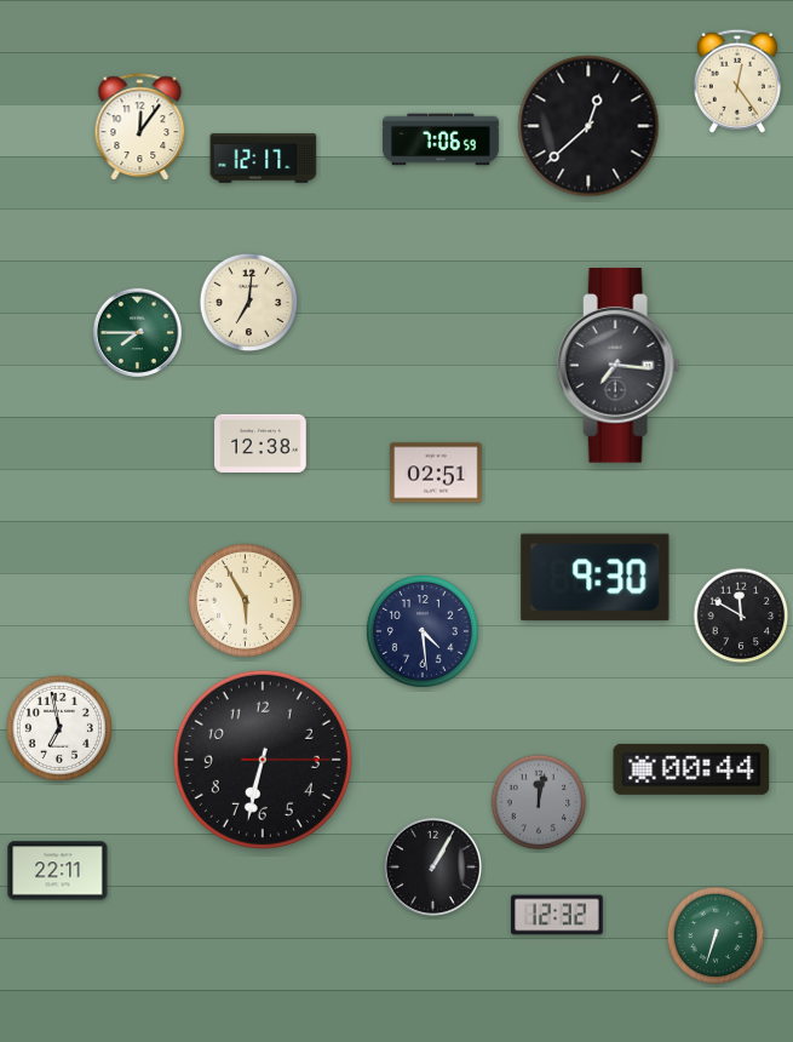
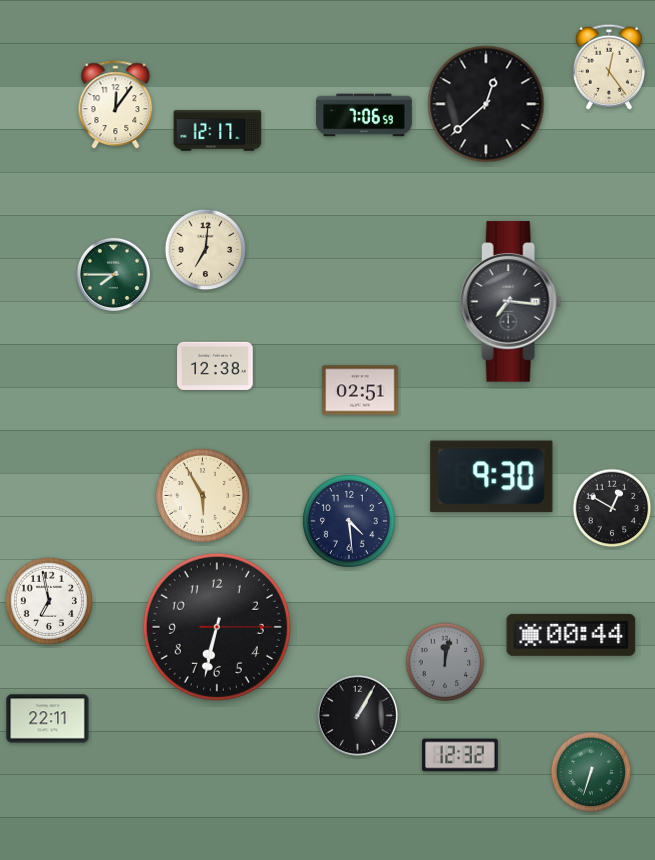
clock at (741, 616): 11:50 -> 12:50
